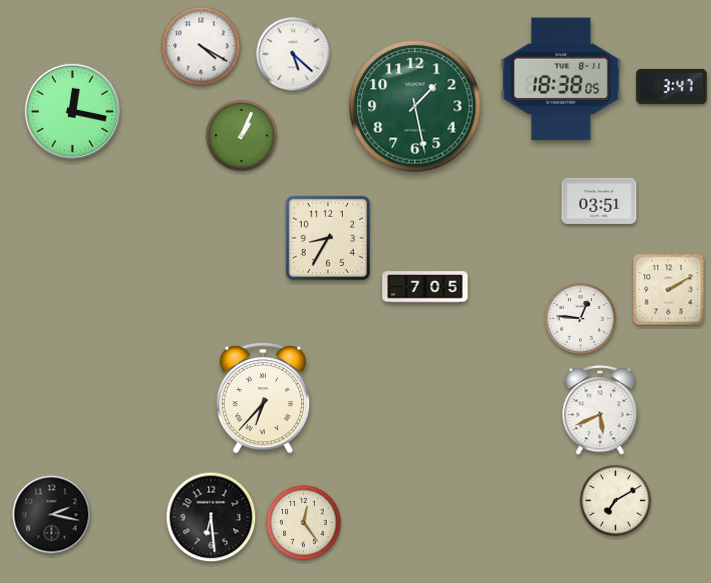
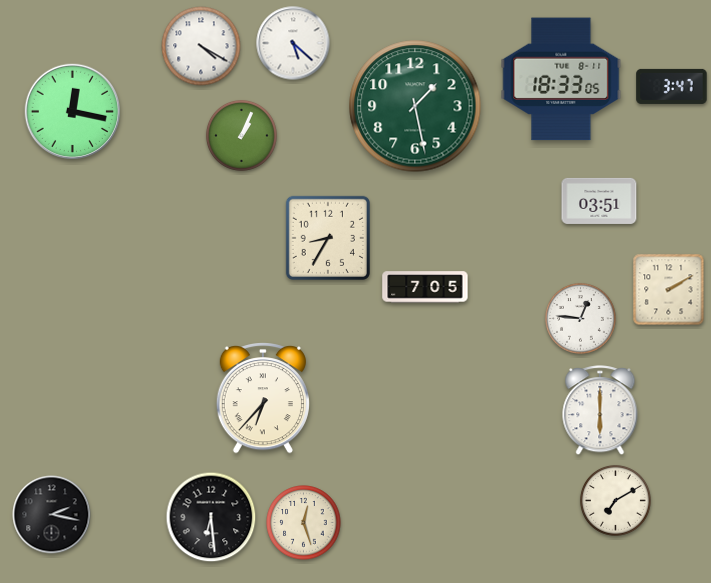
clock at (293, 54) position: (293, 54) -> (293, 43)
clock at (561, 79): 18:38 -> 18:33
clock at (600, 411): 5:41 -> 6:00
clock at (304, 523): 12:24 -> 12:27
